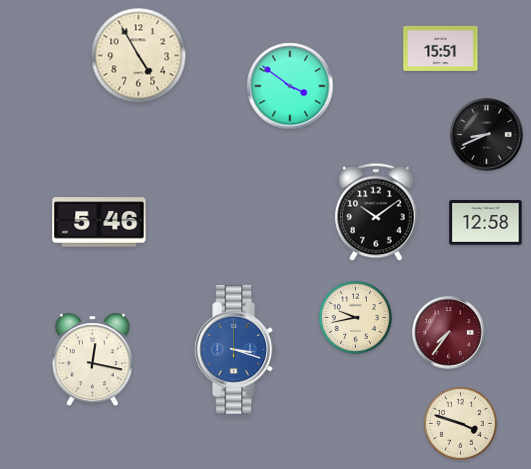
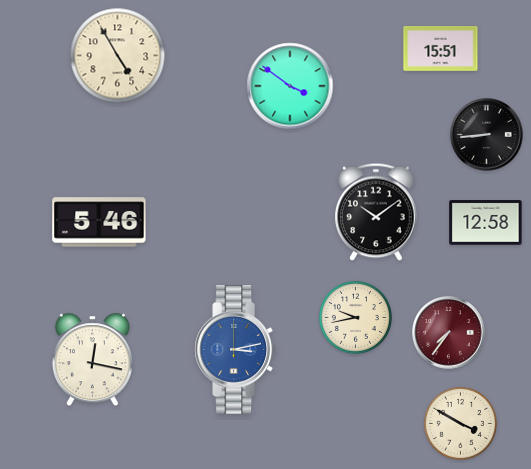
clock at (139, 56) position: (139, 56) -> (118, 56)
clock at (487, 135): 8:41 -> 8:44
clock at (235, 350): 3:18 -> 3:13
clock at (460, 423): 3:48 -> 3:50
